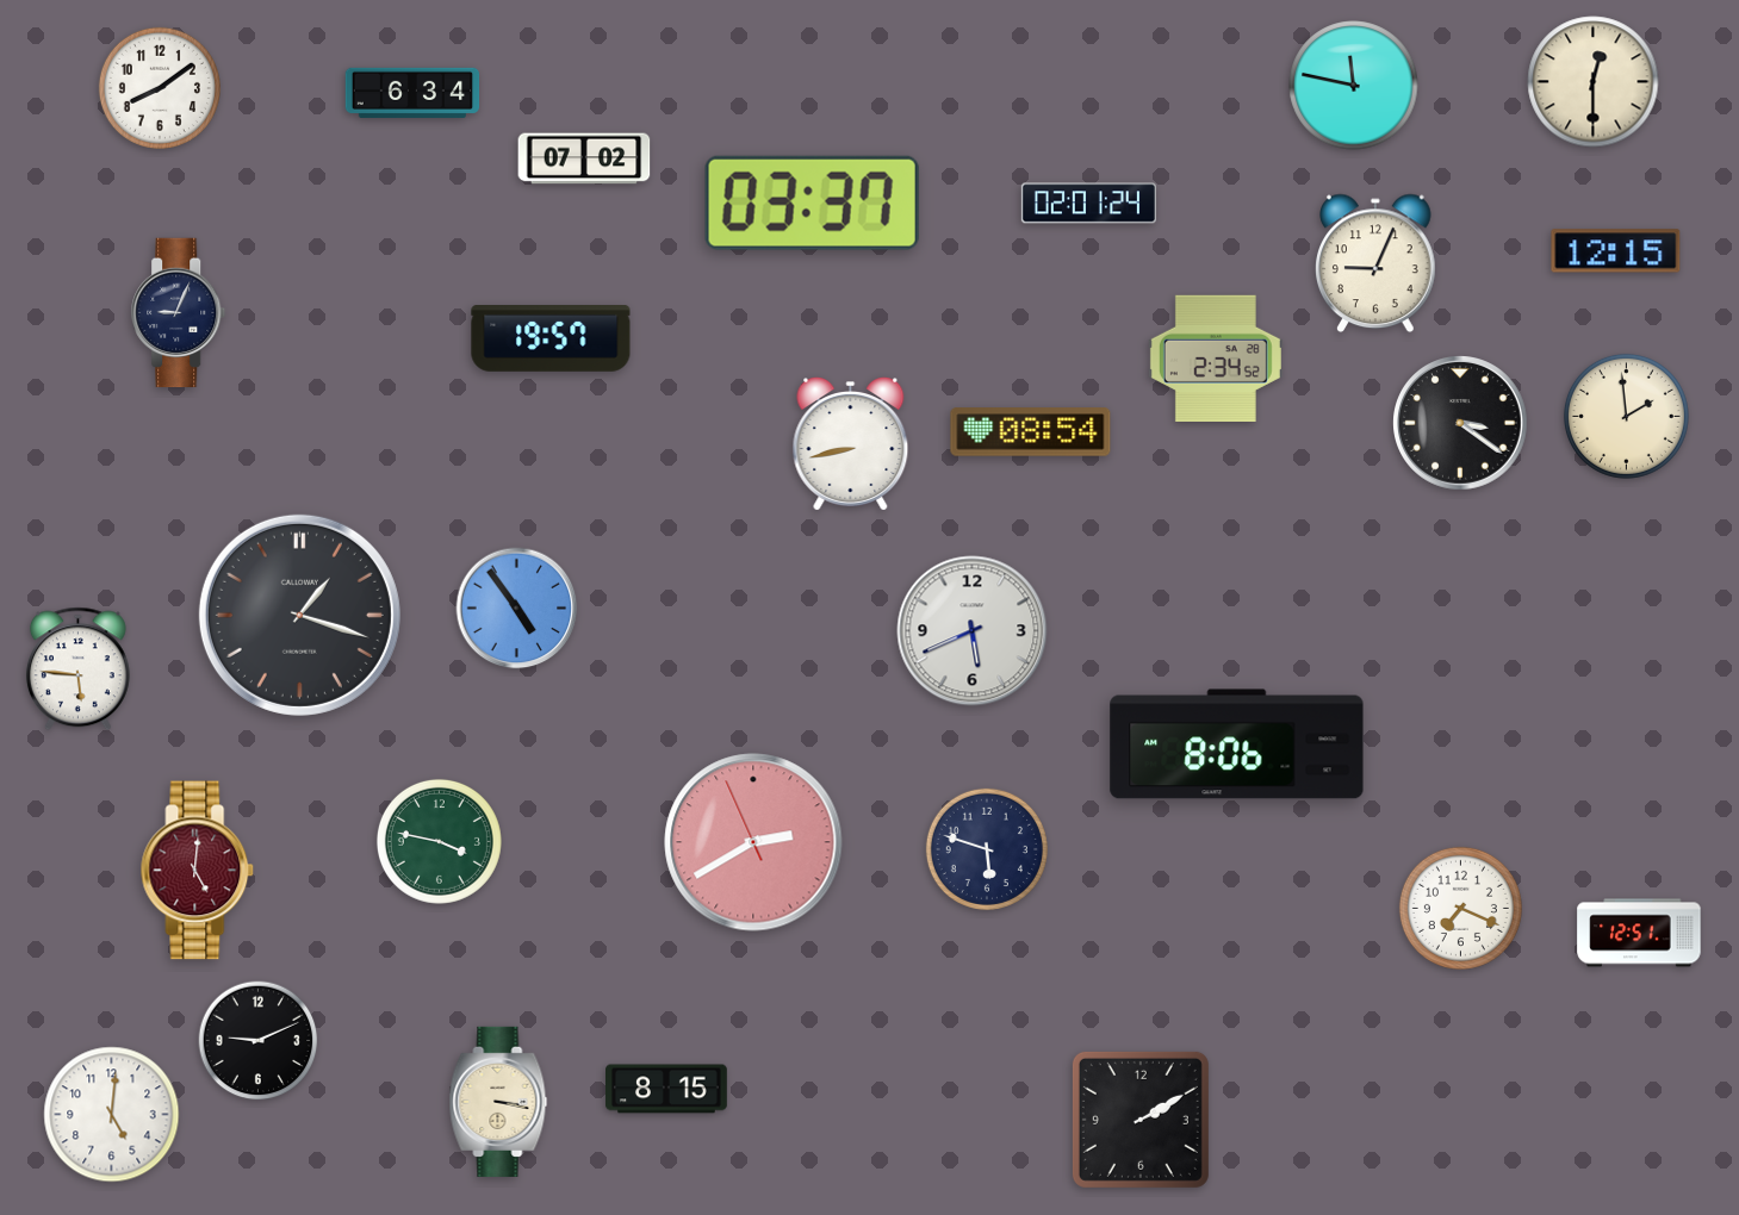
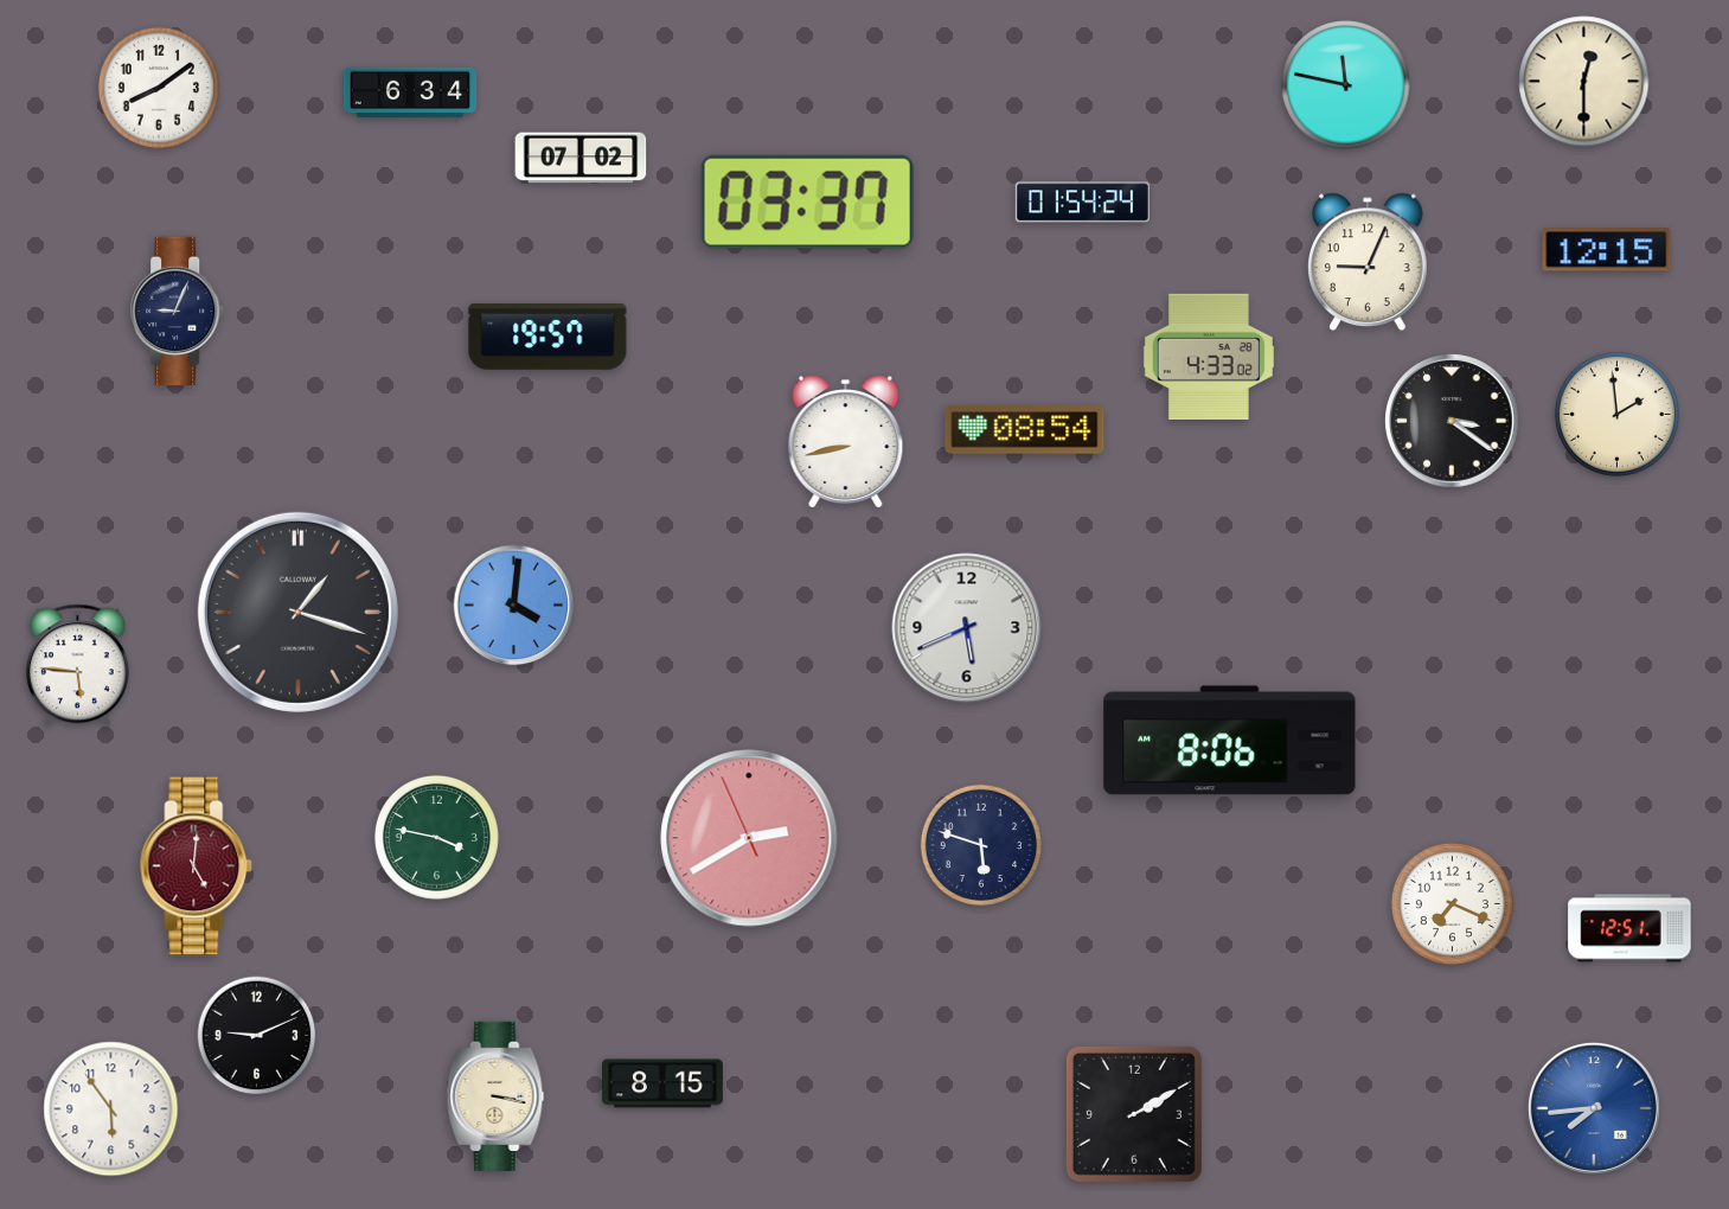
clock at (1088, 204): 02:01 -> 01:54
clock at (1216, 359): 2:34 -> 4:33
clock at (517, 609): 4:54 -> 4:01
clock at (1594, 1108): none -> 7:44
clock at (112, 1115): 5:01 -> 5:54
